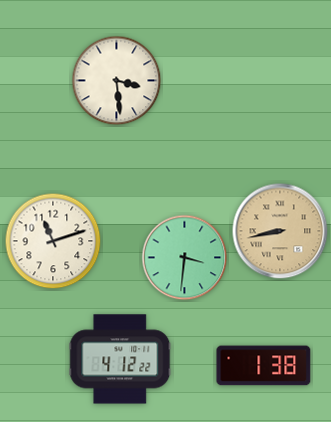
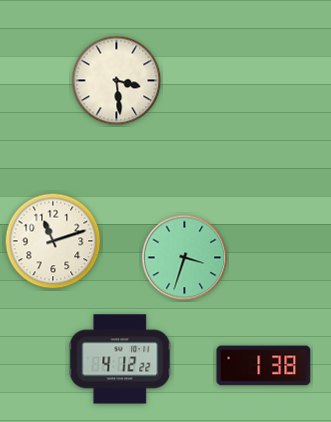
clock at (280, 231): 8:43 -> none
clock at (185, 258): 3:31 -> 3:33
